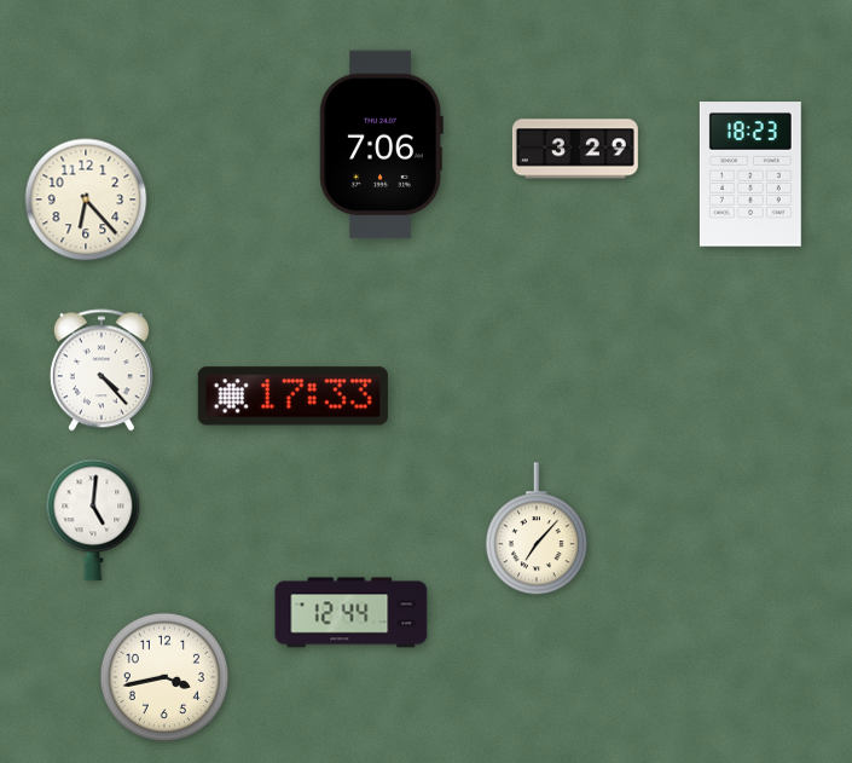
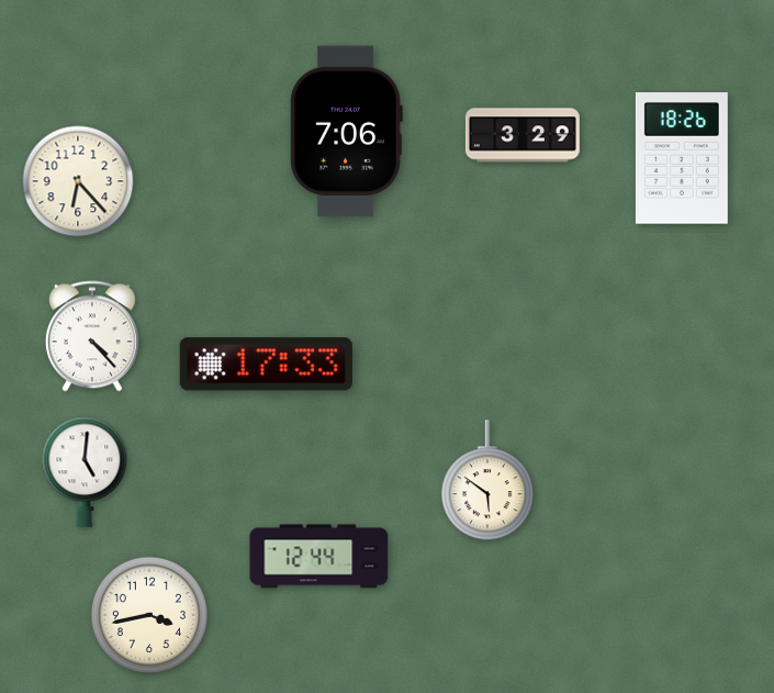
clock at (750, 174): 18:23 -> 18:26
clock at (292, 397) position: (292, 397) -> (266, 365)
clock at (537, 530): 7:07 -> 5:51
